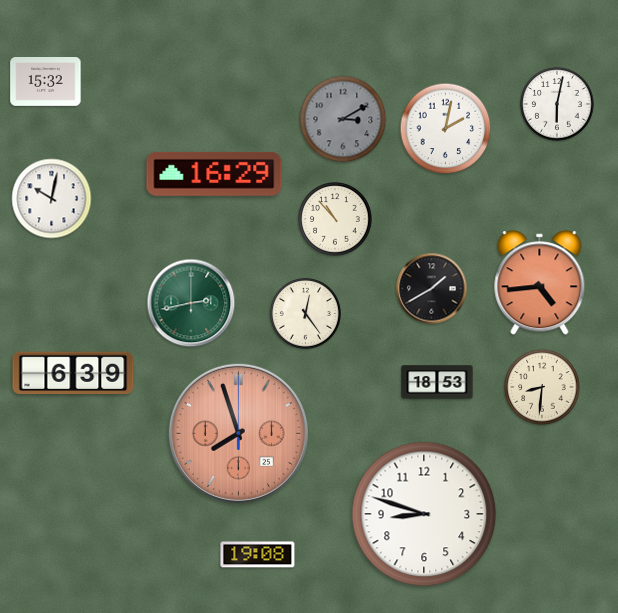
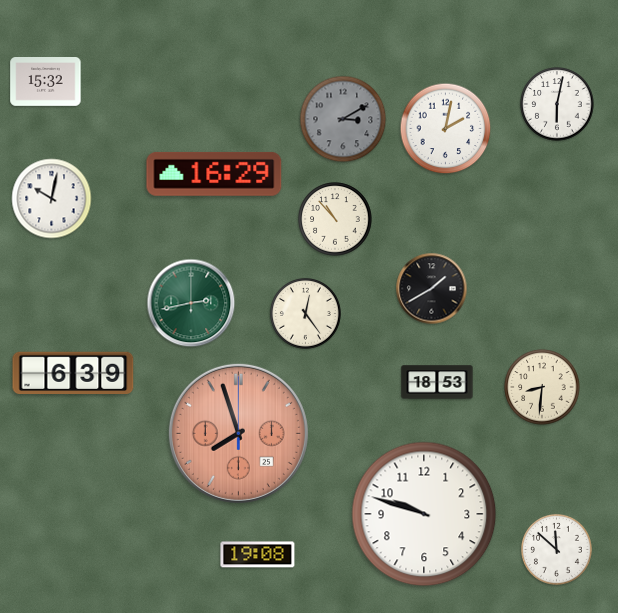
clock at (540, 283): 4:44 -> none
clock at (424, 514): 8:48 -> 9:48
clock at (556, 549): none -> 11:52
